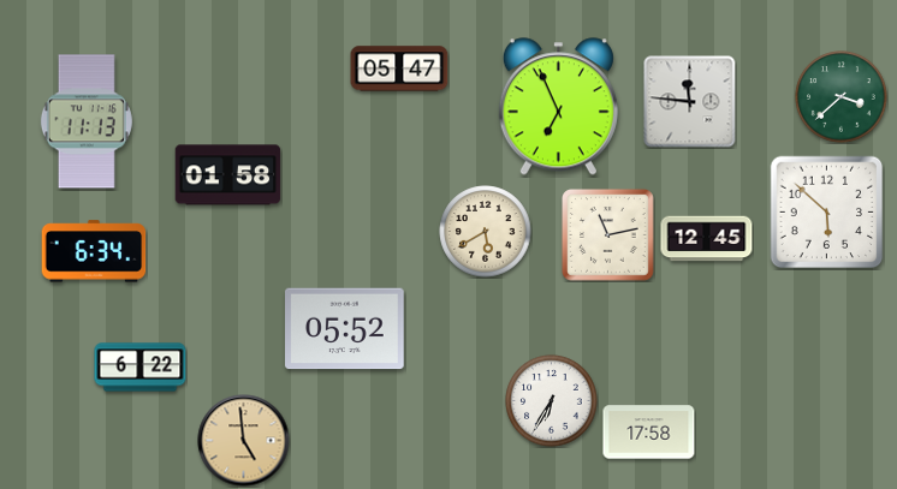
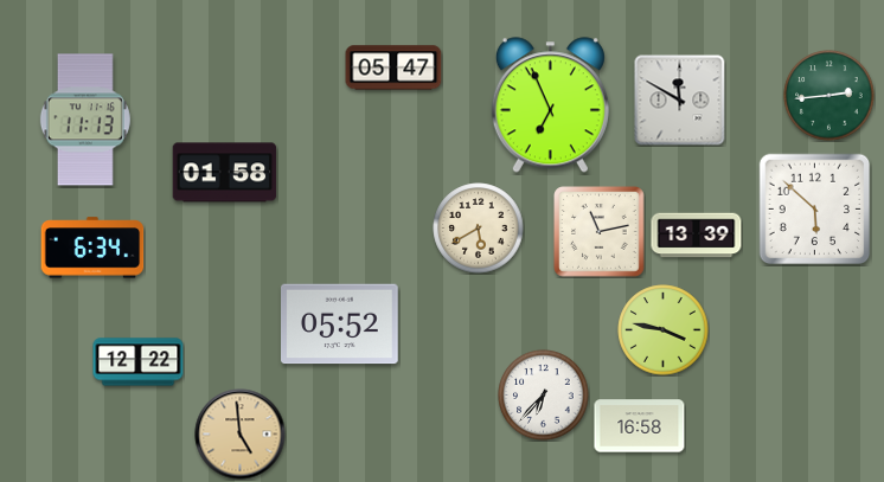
clock at (842, 97): 3:38 -> 2:44
clock at (690, 102): 11:46 -> 11:50
clock at (707, 239): 12:45 -> 13:39
clock at (664, 330): none -> 3:47
clock at (141, 368): 6:22 -> 12:22
clock at (552, 401): 6:35 -> 6:37
clock at (649, 433): 17:58 -> 16:58
